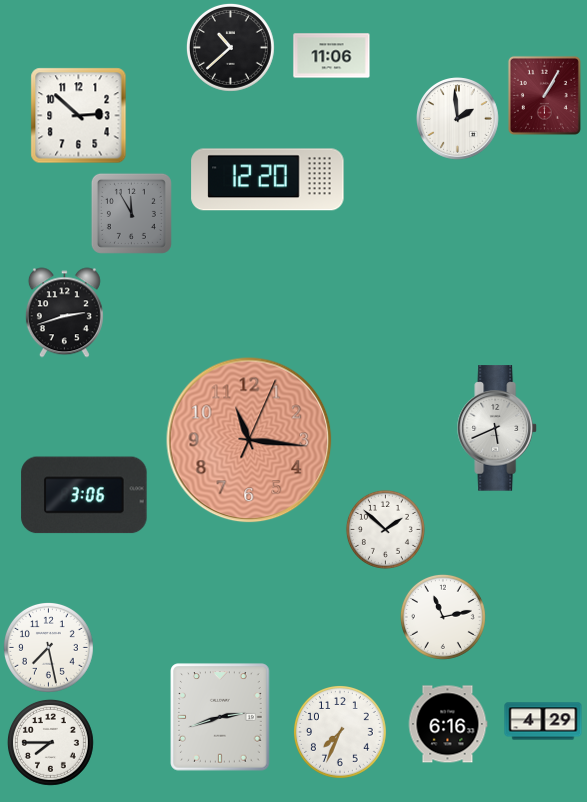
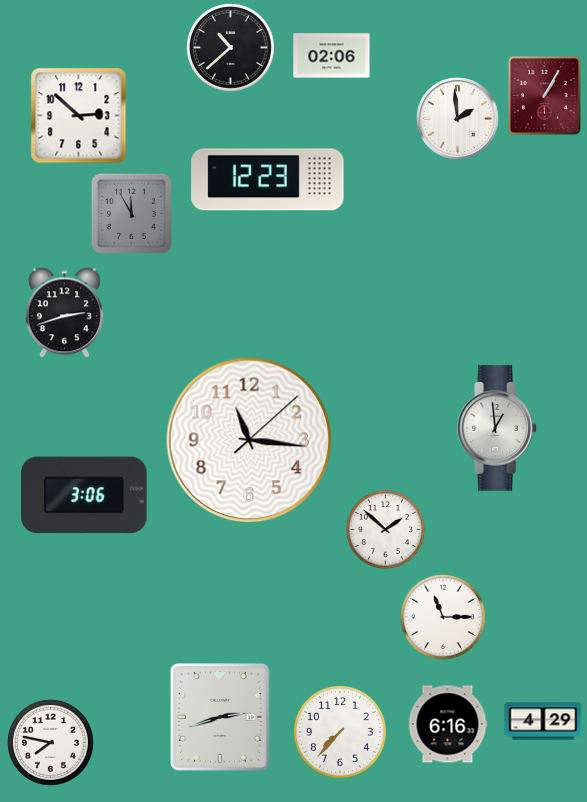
clock at (332, 56): 11:06 -> 02:06
clock at (268, 180): 12:20 -> 12:23
clock at (497, 428): 5:41 -> 12:59
clock at (249, 440): 11:16:04 -> 11:16:08
clock at (249, 440) dial: salmon -> white
clock at (443, 617): 11:13 -> 11:15
clock at (49, 648): 7:28 -> none
clock at (341, 733): 7:34 -> 7:37
clock at (50, 742): 7:45 -> 7:47
